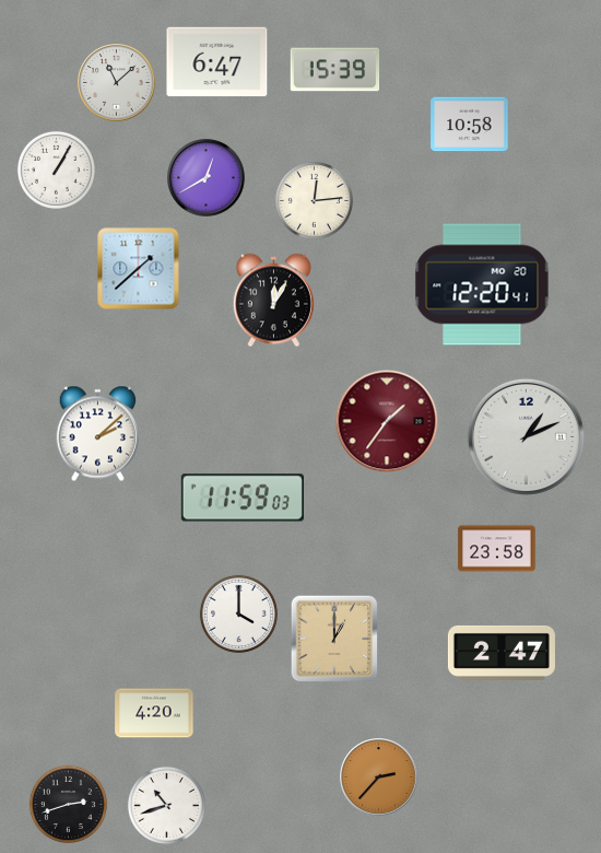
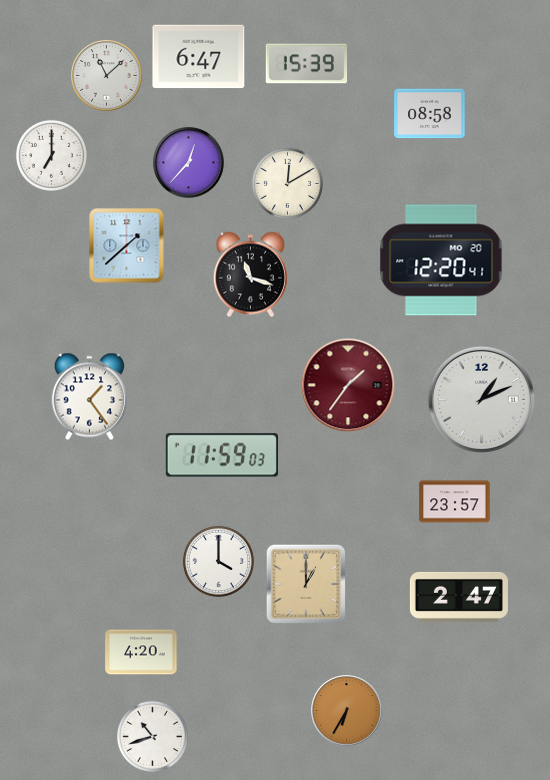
clock at (470, 125): 10:58 -> 08:58
clock at (56, 170): 1:05 -> 7:00
clock at (207, 178): 12:40 -> 12:37
clock at (314, 200): 12:14 -> 12:10
clock at (273, 301): 12:05 -> 11:18
clock at (387, 421) position: (387, 421) -> (348, 385)
clock at (97, 434): 2:08 -> 1:24
clock at (497, 549): 23:58 -> 23:57
clock at (379, 778): 2:37 -> 6:35
clock at (68, 804): 2:42 -> none
